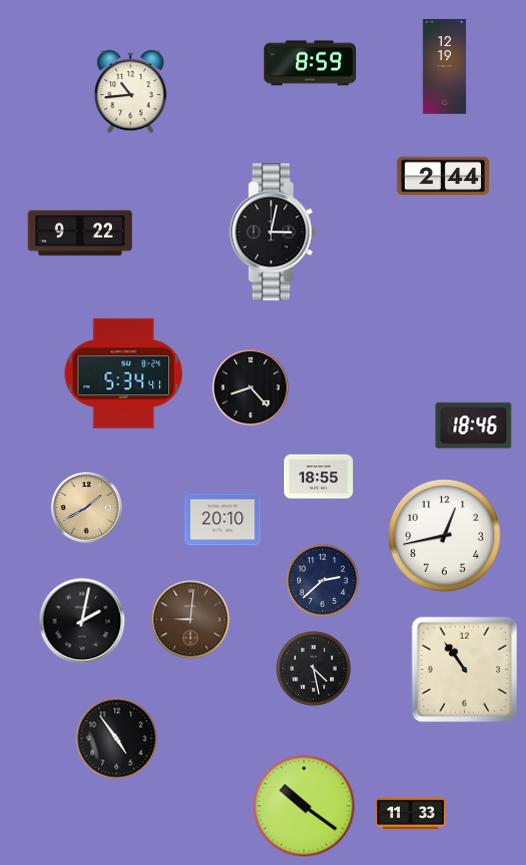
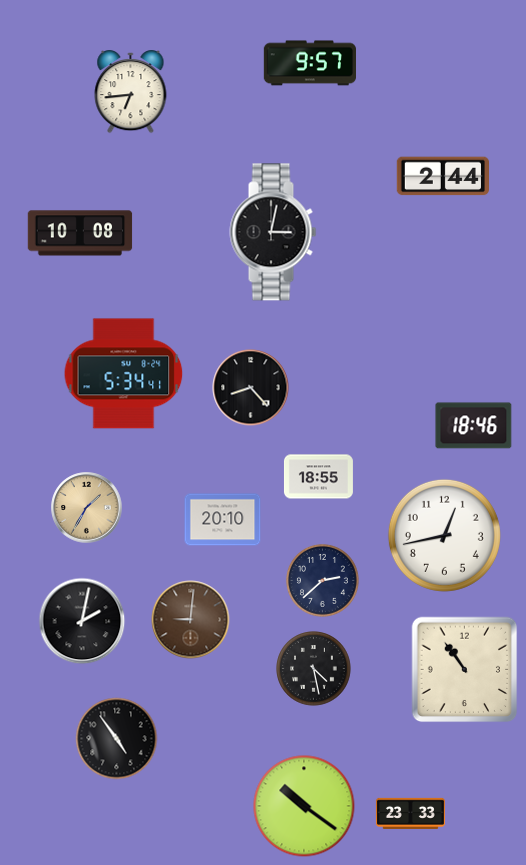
clock at (310, 63): 8:59 -> 9:57
clock at (445, 67): 12:19 -> none
clock at (131, 93): 10:44 -> 6:44
clock at (80, 233): 9:22 -> 10:08
clock at (87, 508): 1:40 -> 1:35
clock at (410, 813): 11:33 -> 23:33
